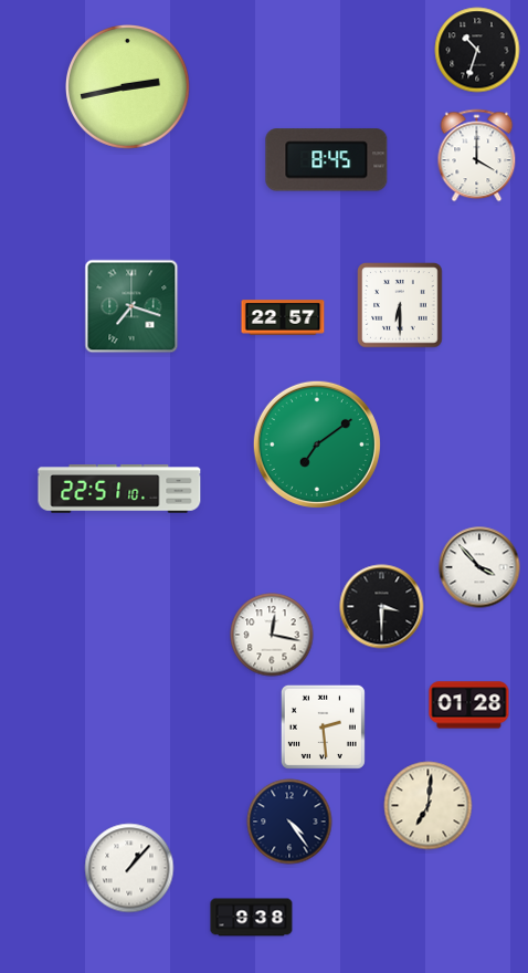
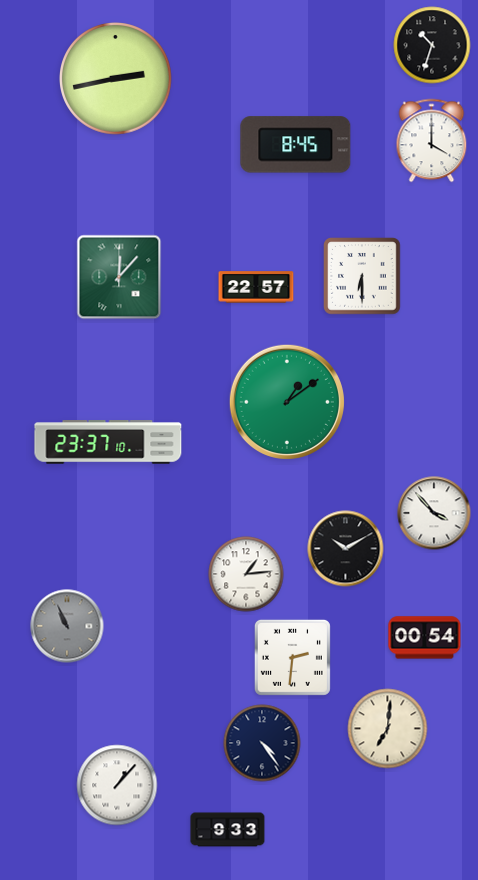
clock at (131, 306): 7:18 -> 12:07
clock at (317, 444): 7:09 -> 1:09
clock at (119, 489): 22:51 -> 23:37
clock at (382, 607): 3:30 -> 10:10
clock at (272, 635): 12:17 -> 1:14
clock at (67, 626): none -> 10:56
clock at (469, 705): 01:28 -> 00:54
clock at (323, 726): 2:29 -> 2:31
clock at (252, 918): 9:38 -> 9:33
